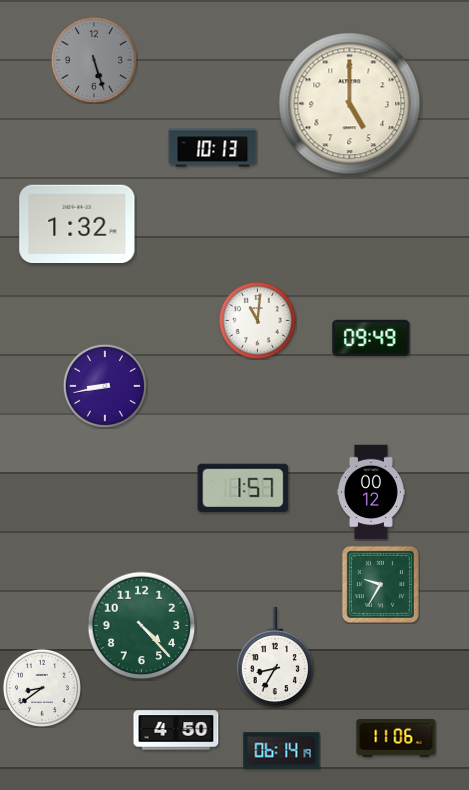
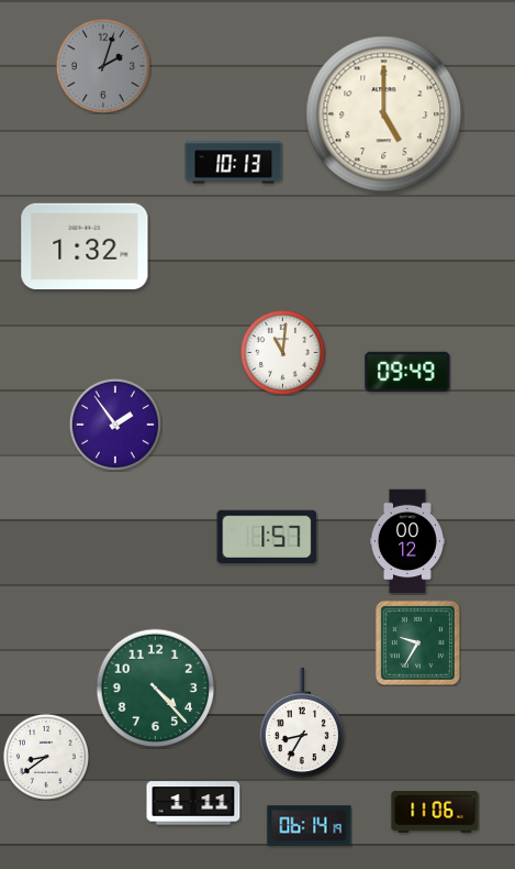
clock at (94, 60): 5:27 -> 2:03
clock at (105, 386): 8:43 -> 1:54
clock at (176, 730): 4:50 -> 1:11
